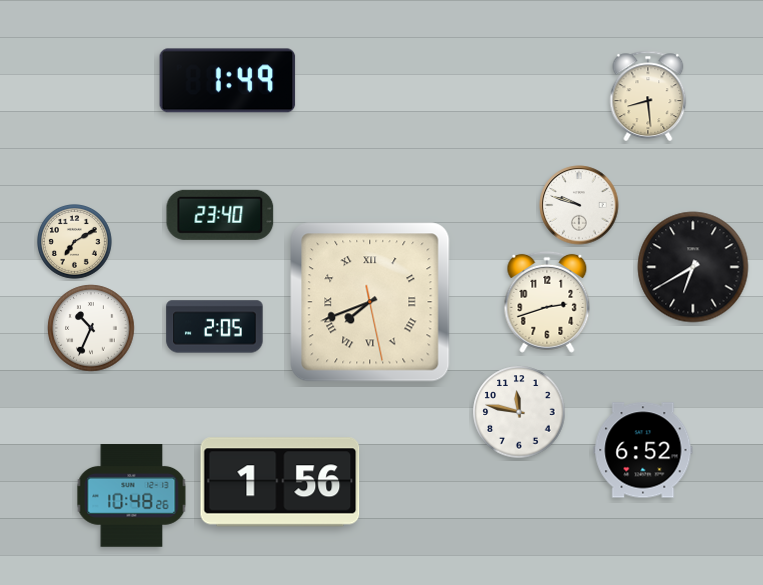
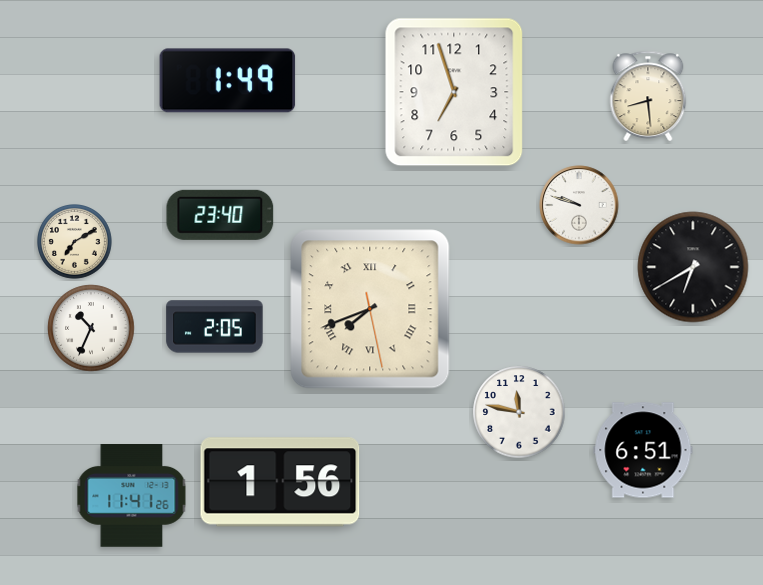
clock at (454, 92): none -> 6:57
clock at (370, 302) position: (370, 302) -> (370, 309)
clock at (547, 302): 2:42 -> none
clock at (643, 450): 6:52 -> 6:51
clock at (132, 496): 10:48 -> 11:41
